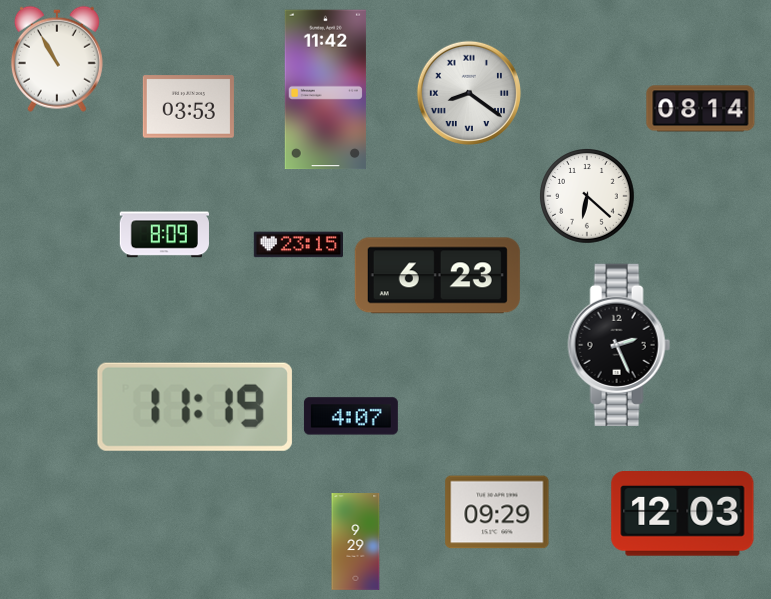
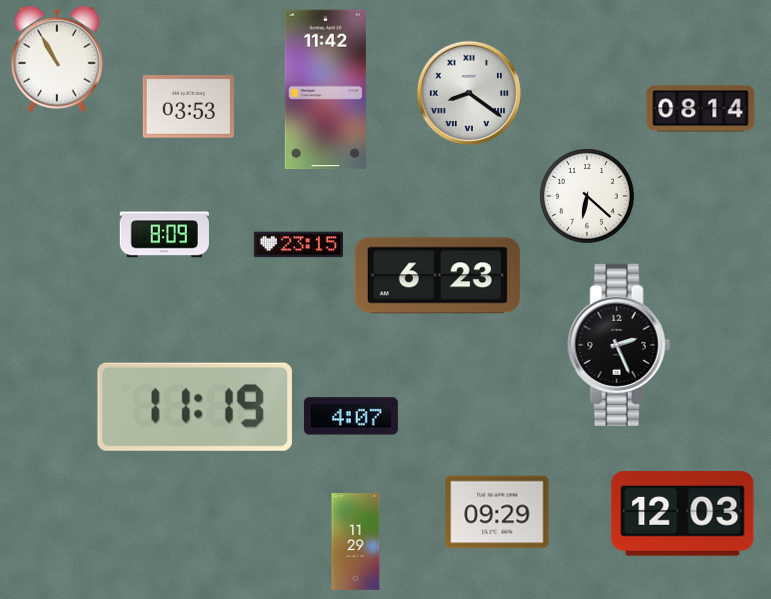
clock at (356, 542): 9:29 -> 11:29
